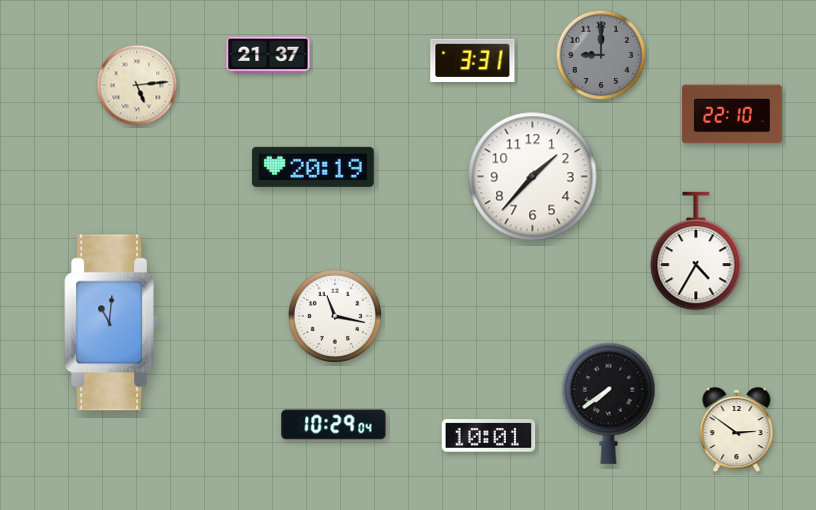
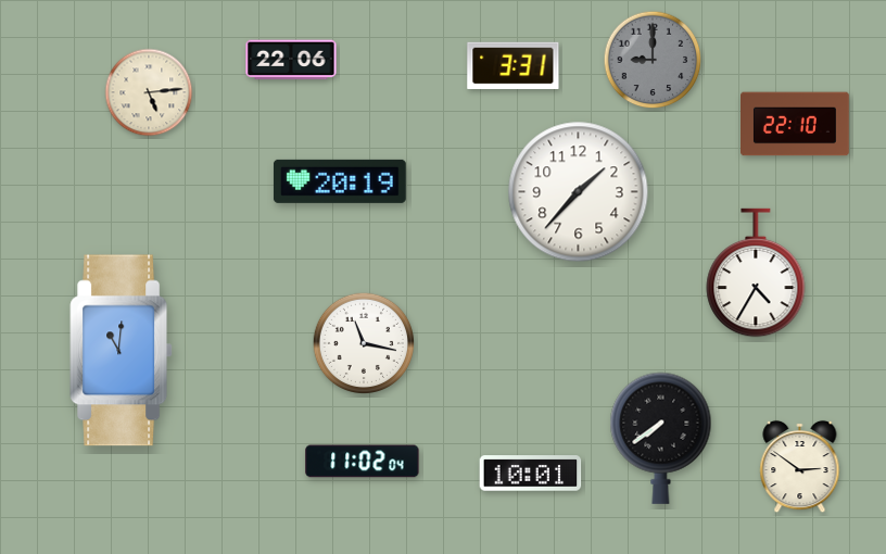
clock at (268, 55): 21:37 -> 22:06
clock at (334, 425): 10:29 -> 11:02
